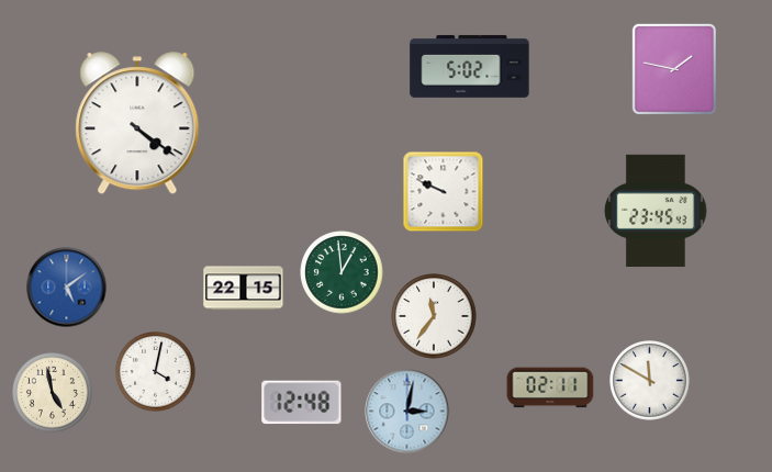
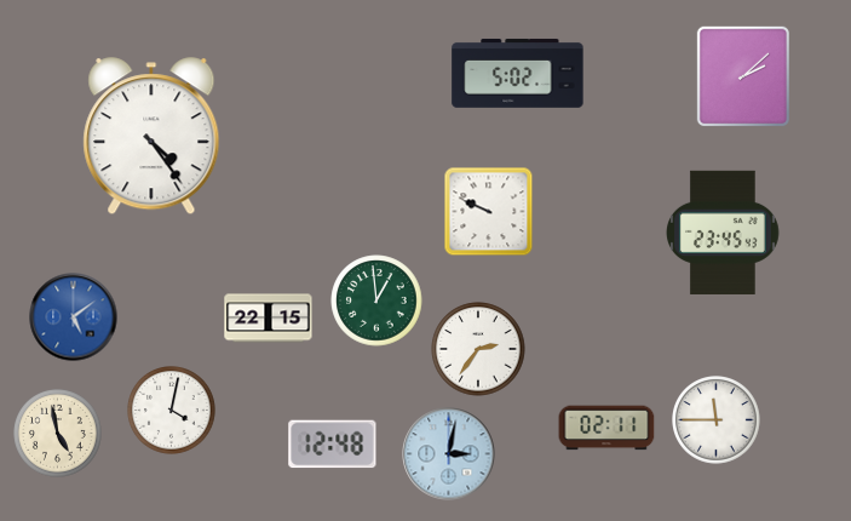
clock at (673, 68): 1:47 -> 2:08
clock at (137, 124): 4:21 -> 4:24
clock at (434, 316): 11:36 -> 2:36
clock at (650, 381): 11:50 -> 11:45
